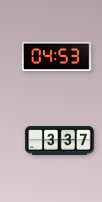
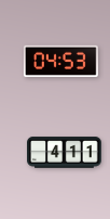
clock at (60, 141): 3:37 -> 4:11
